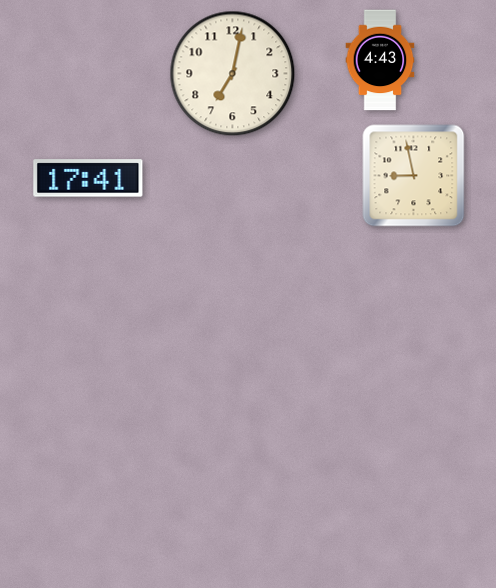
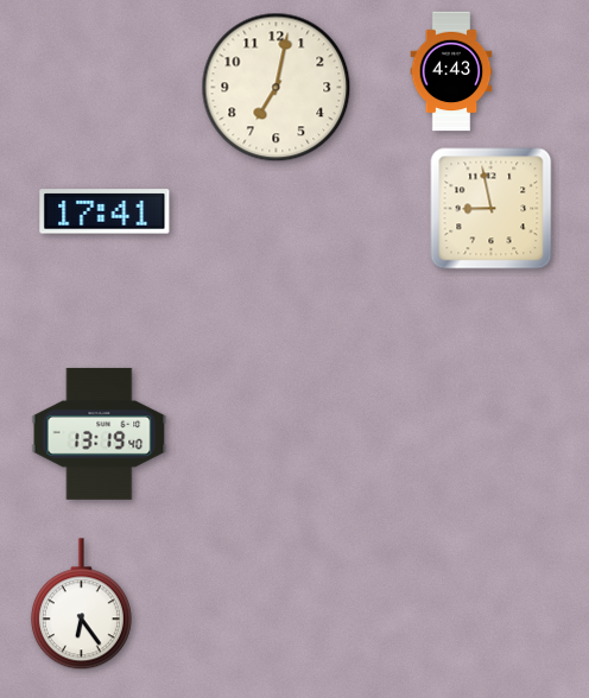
clock at (100, 433): none -> 13:19
clock at (81, 604): none -> 6:24
